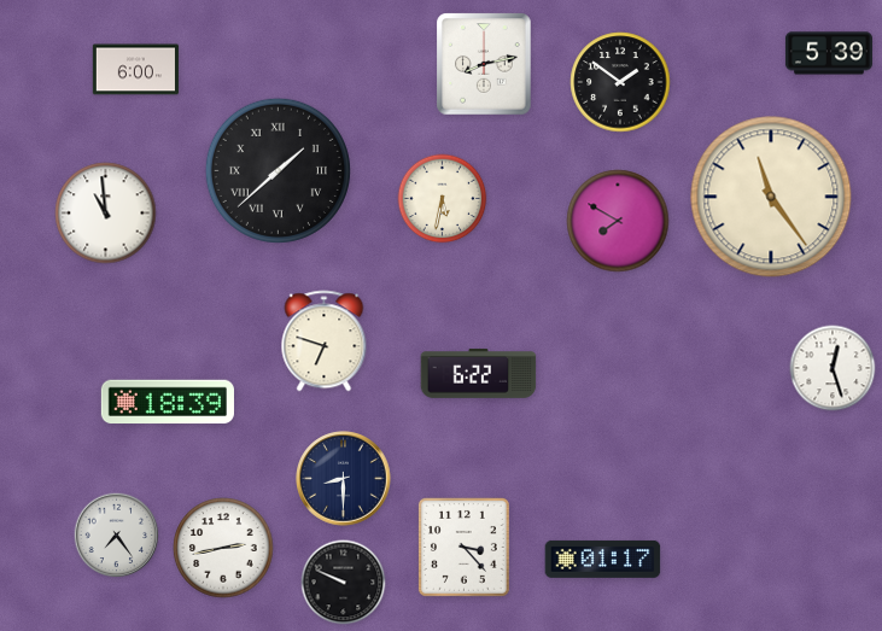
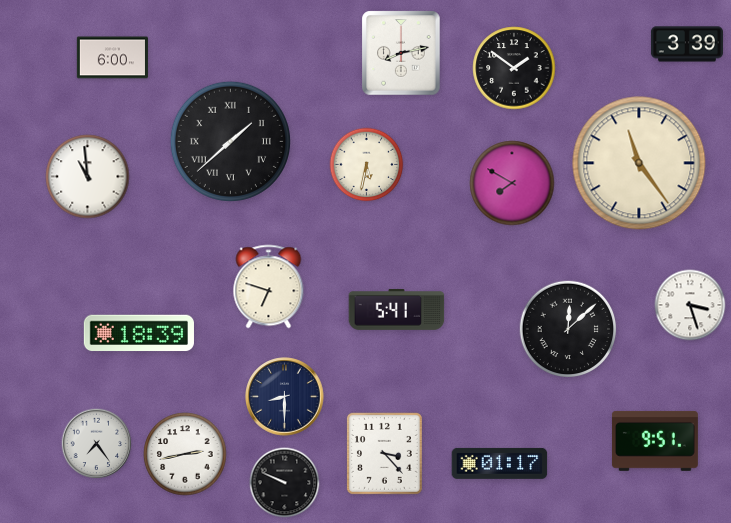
clock at (829, 53): 5:39 -> 3:39
clock at (325, 341) position: (325, 341) -> (269, 287)
clock at (833, 368): 12:27 -> 3:27
clock at (479, 373): 6:22 -> 5:41
clock at (568, 329): none -> 12:08
clock at (655, 441): none -> 9:51
